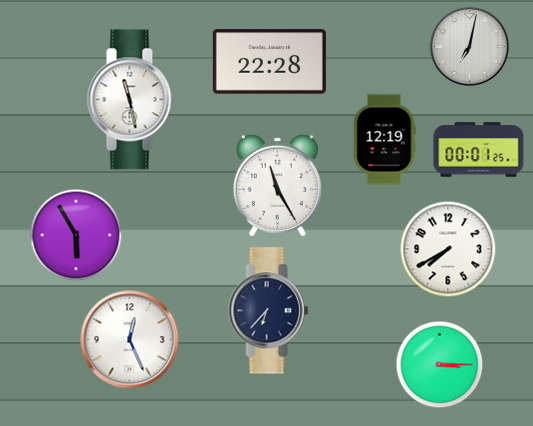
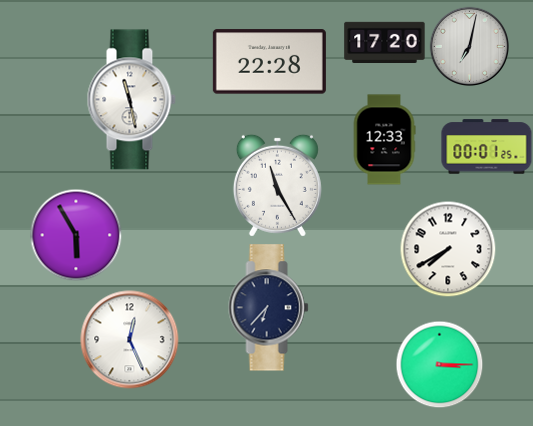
clock at (385, 42): none -> 17:20
clock at (384, 140): 12:19 -> 12:33
clock at (479, 150) position: (479, 150) -> (487, 147)
clock at (269, 311) position: (269, 311) -> (269, 308)
